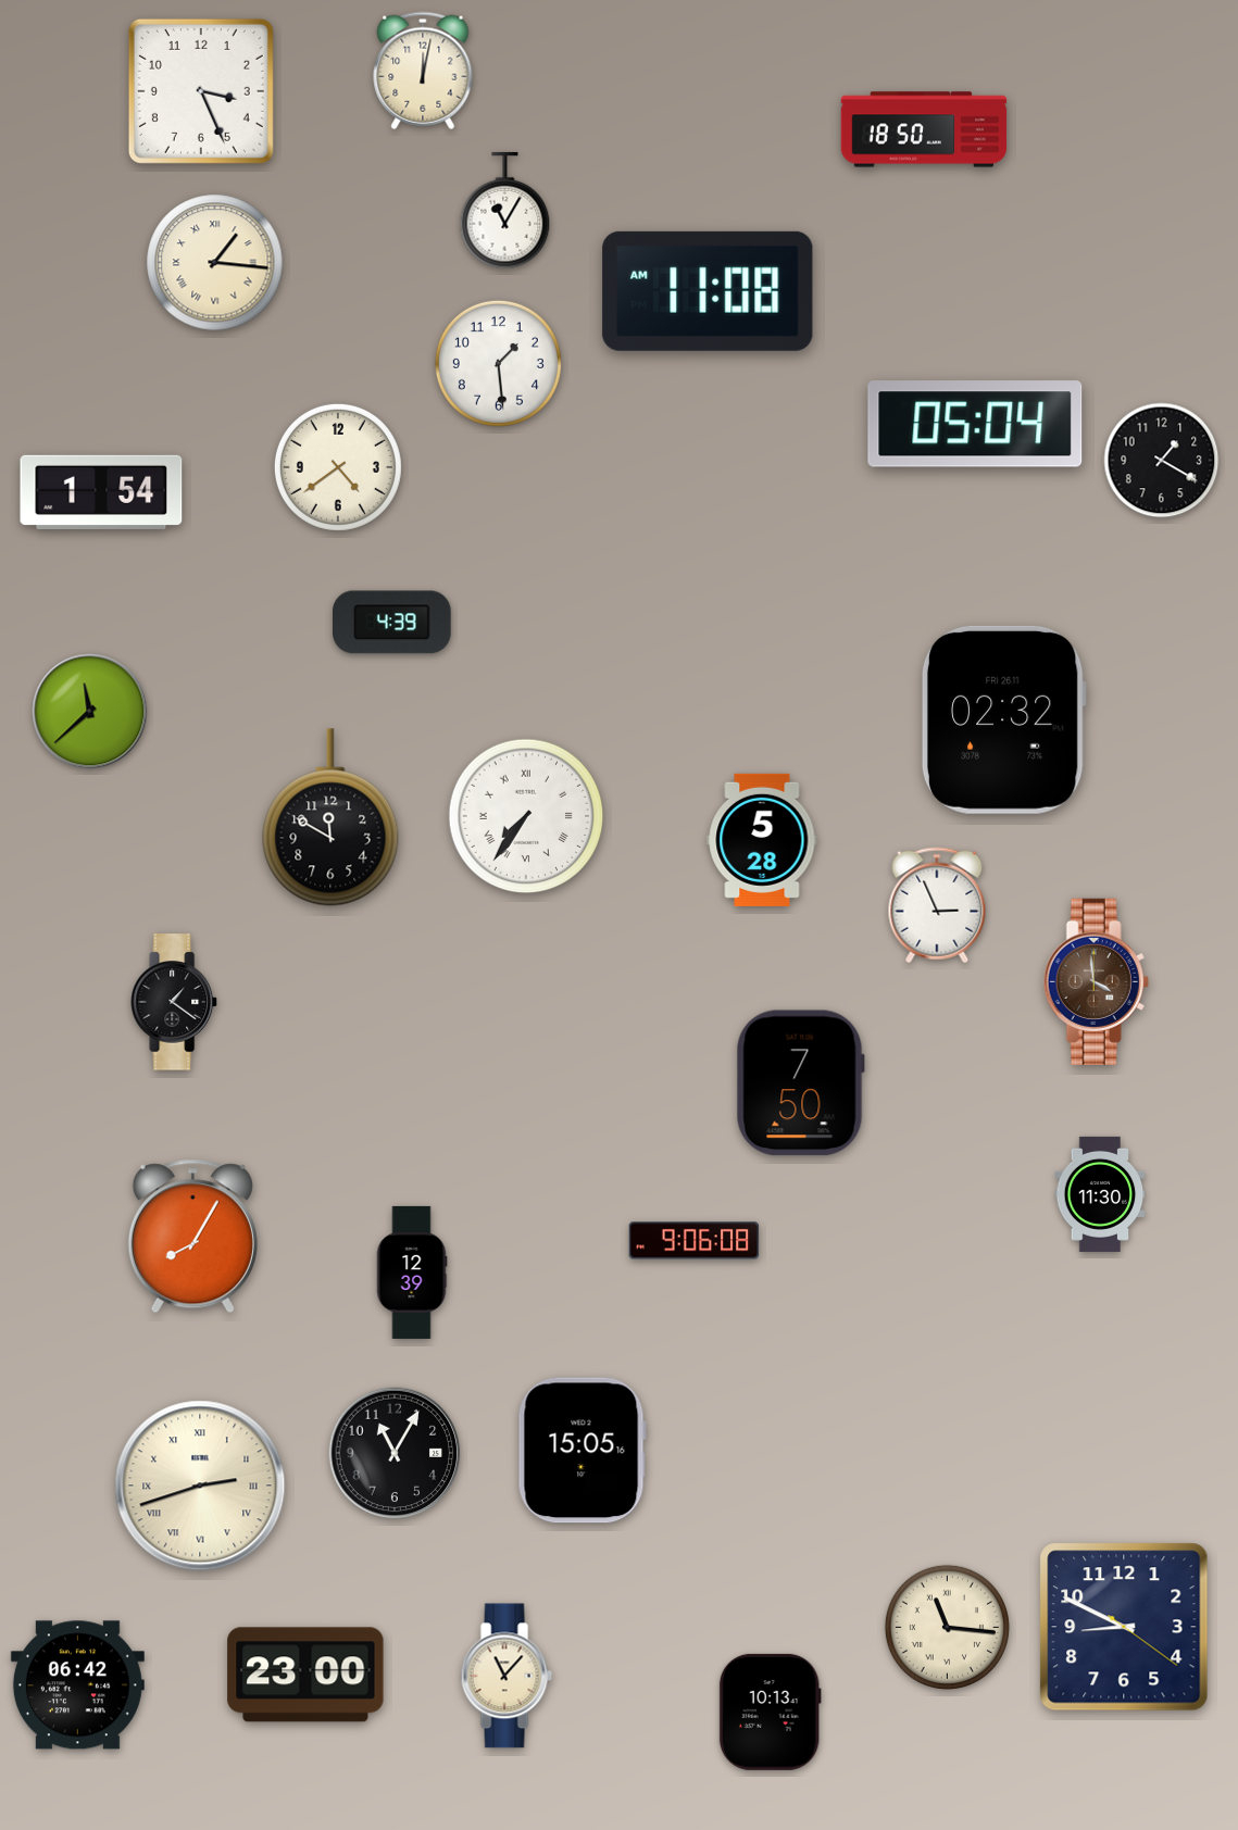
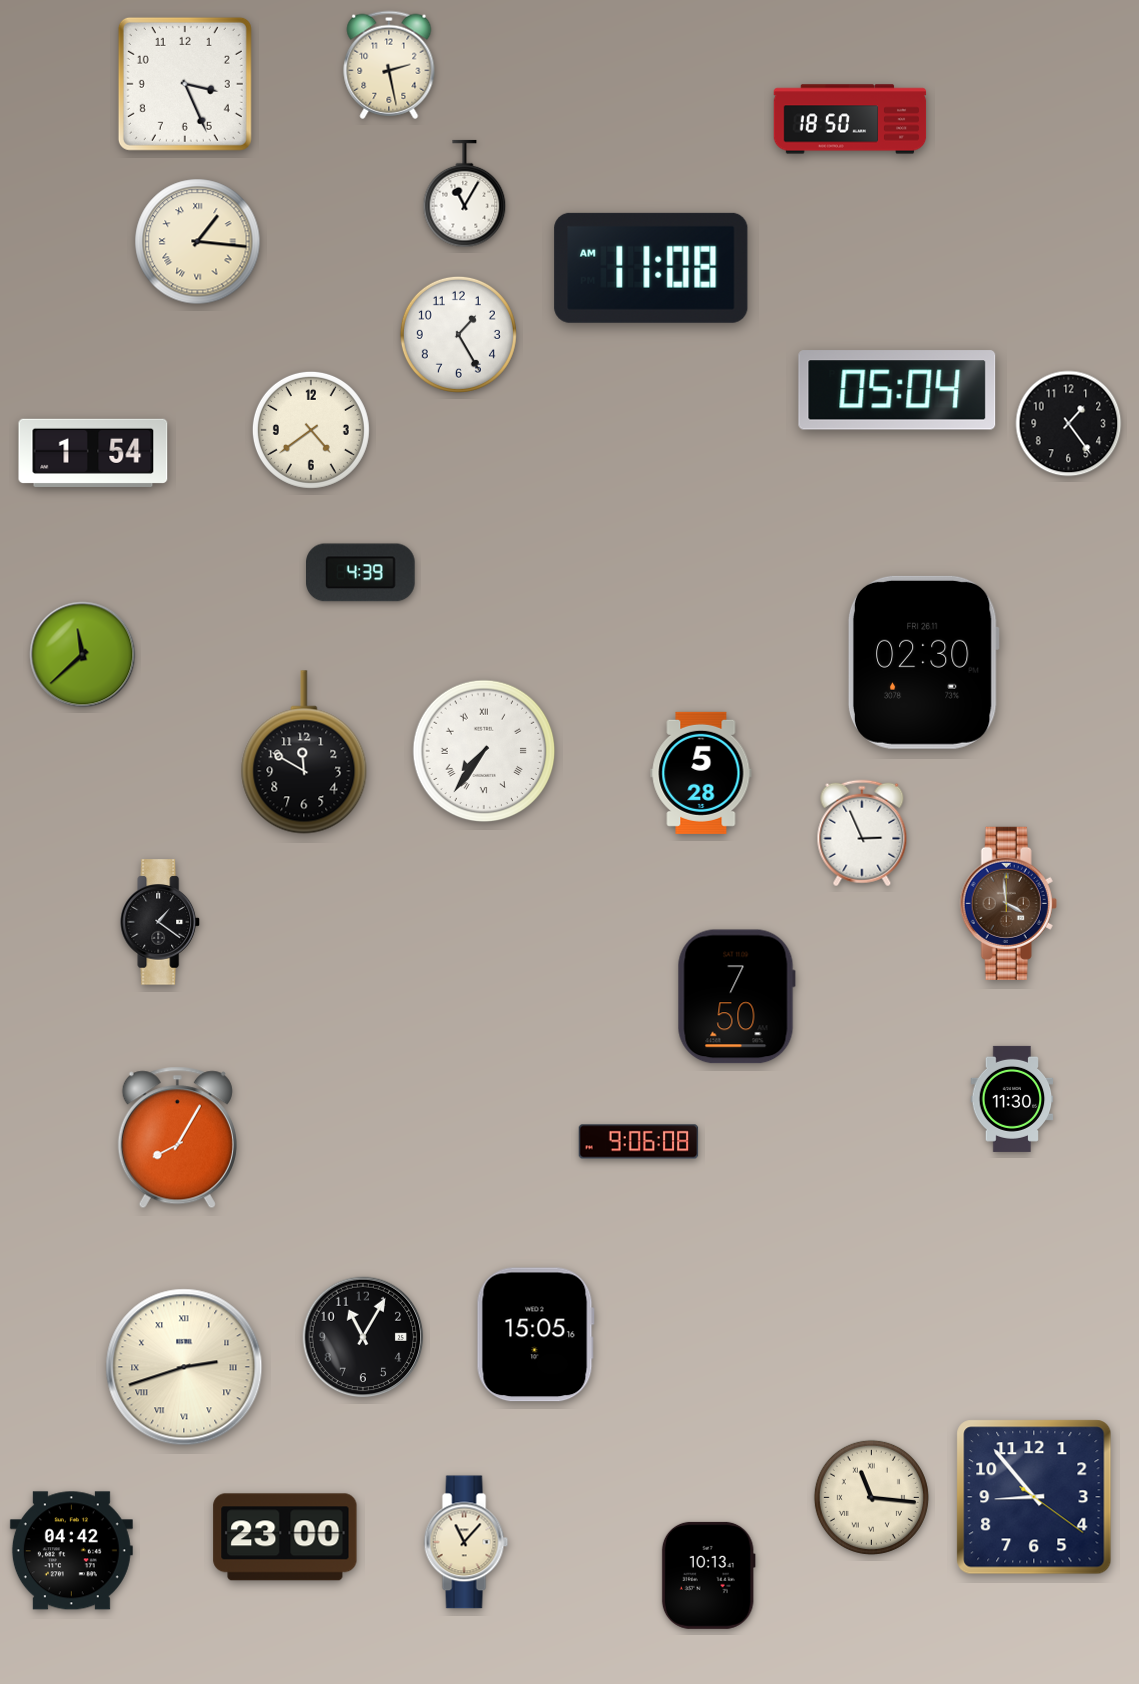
clock at (423, 71): 12:02 -> 2:28
clock at (498, 363): 1:29 -> 1:25
clock at (1162, 461): 1:20 -> 1:24
clock at (1003, 719): 02:32 -> 02:30
clock at (412, 1273): 12:39 -> none
clock at (1124, 1627): 8:49 -> 8:53
clock at (305, 1675) position: (305, 1675) -> (285, 1537)
clock at (77, 1685): 06:42 -> 04:42
